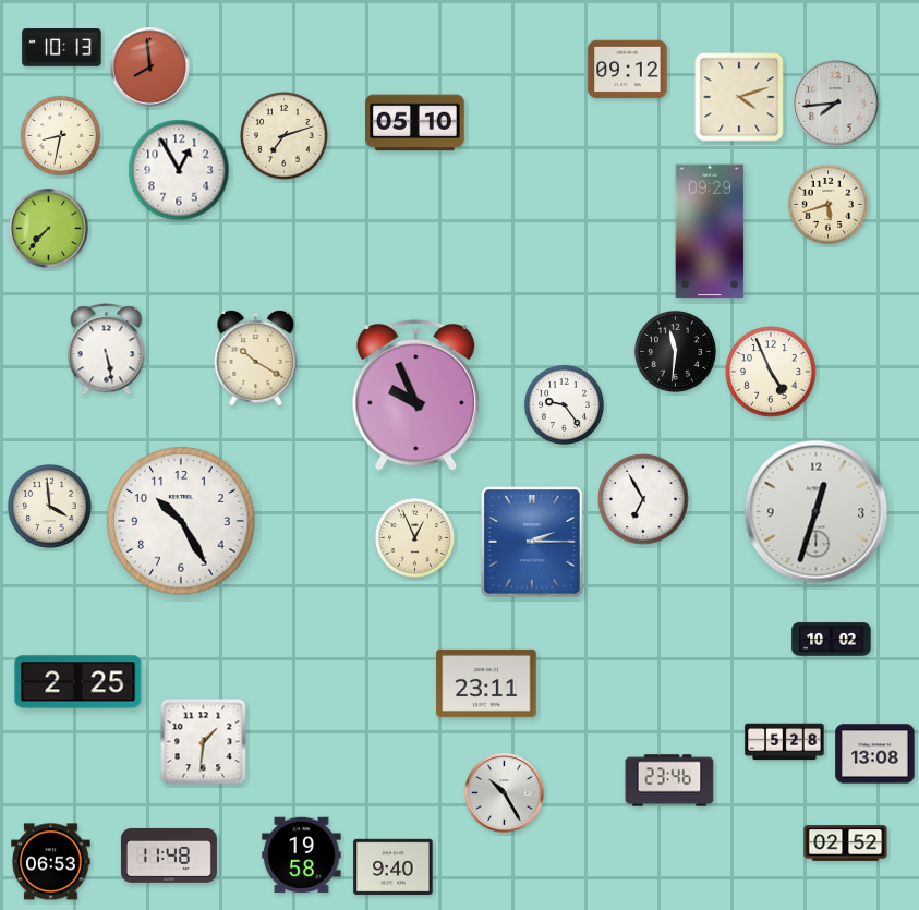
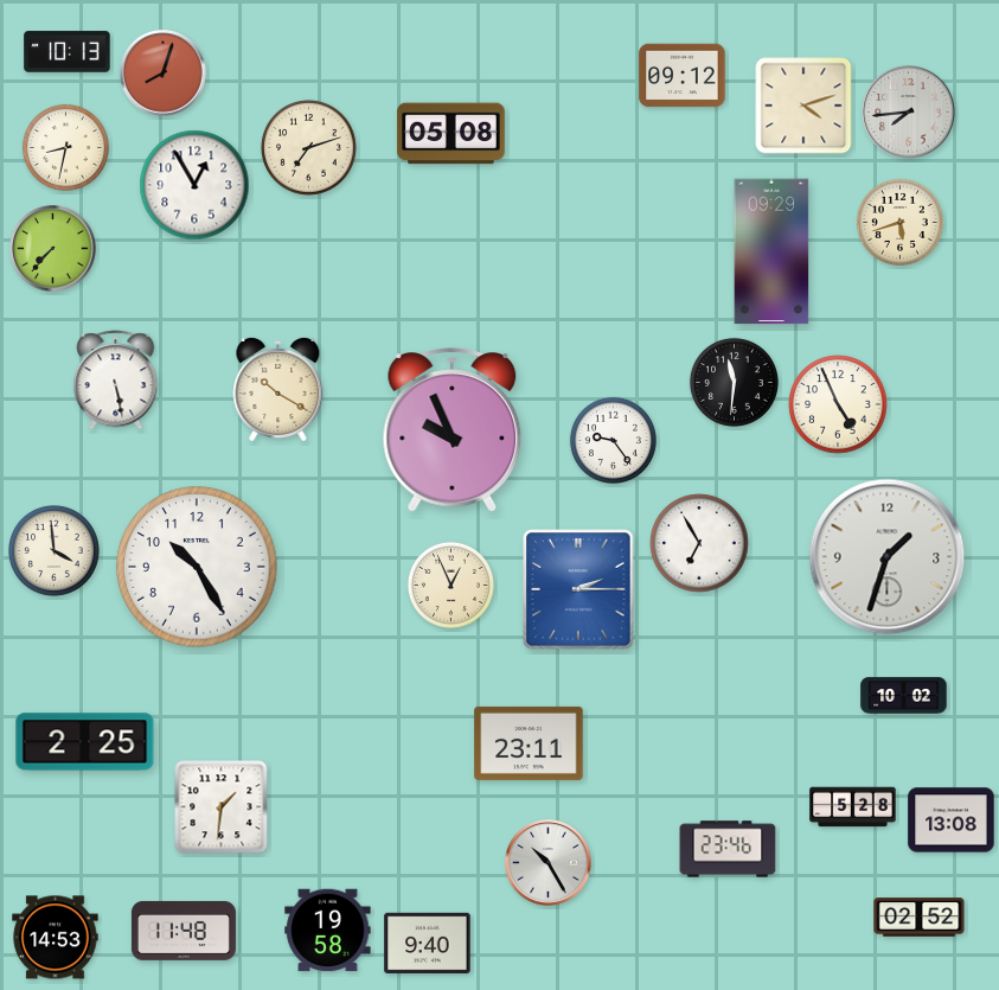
clock at (150, 68): 7:59 -> 8:03
clock at (415, 123): 05:10 -> 05:08
clock at (817, 512): 12:33 -> 1:33
clock at (51, 862): 06:53 -> 14:53
